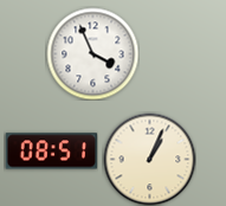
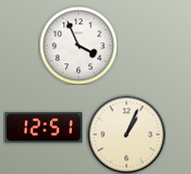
clock at (51, 152): 08:51 -> 12:51
